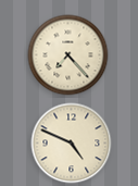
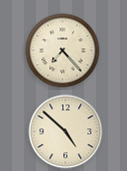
clock at (72, 144): 4:49 -> 4:52
